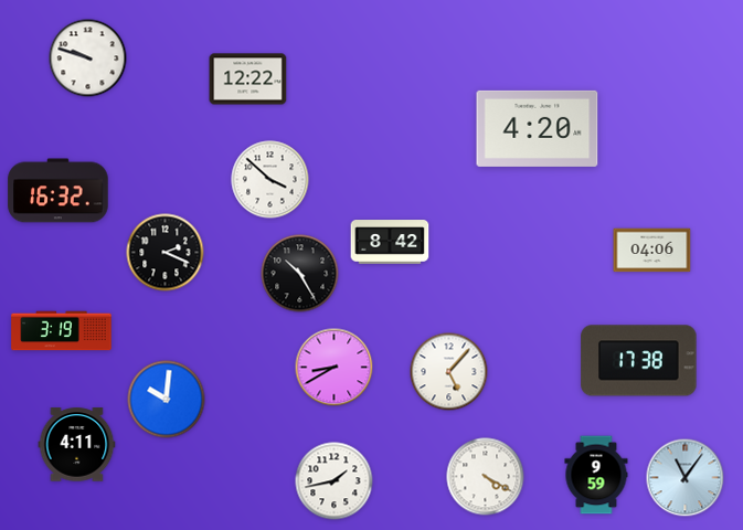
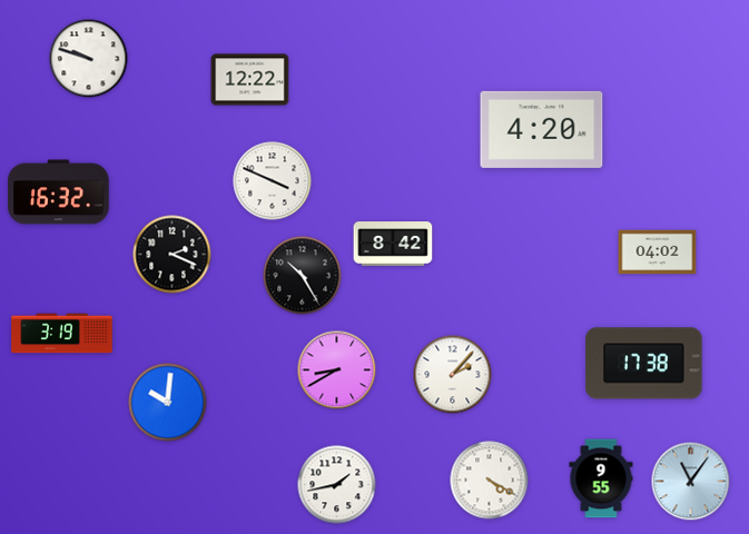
clock at (270, 180): 3:52 -> 3:49
clock at (652, 251): 04:06 -> 04:02
clock at (166, 253) position: (166, 253) -> (173, 255)
clock at (449, 372): 5:07 -> 2:07
clock at (77, 445): 4:11 -> none
clock at (596, 475): 9:59 -> 9:55
